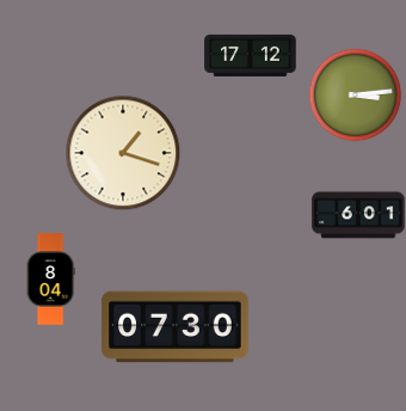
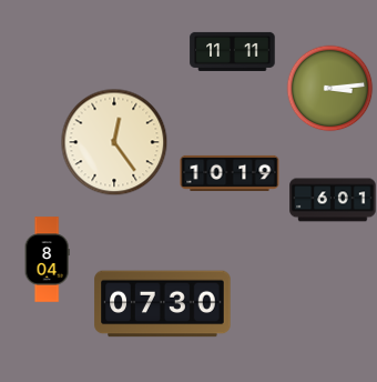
clock at (251, 55): 17:12 -> 11:11
clock at (123, 153): 1:18 -> 12:24
clock at (230, 173): none -> 10:19
